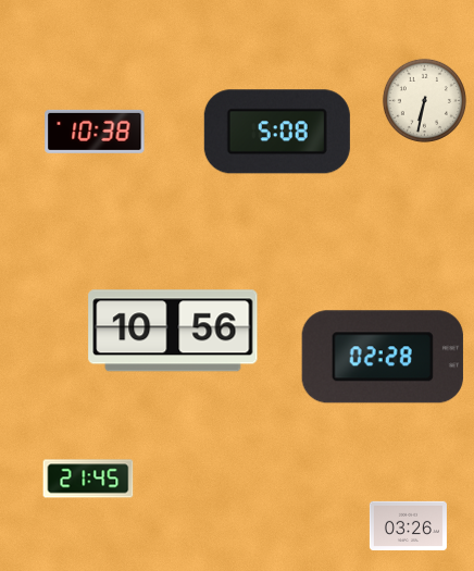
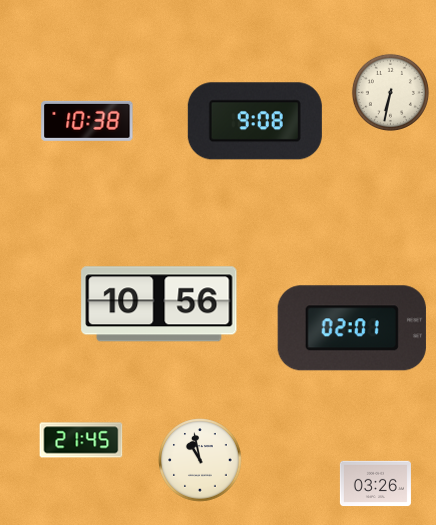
clock at (277, 132): 5:08 -> 9:08
clock at (383, 357): 02:28 -> 02:01
clock at (200, 460): none -> 10:58
